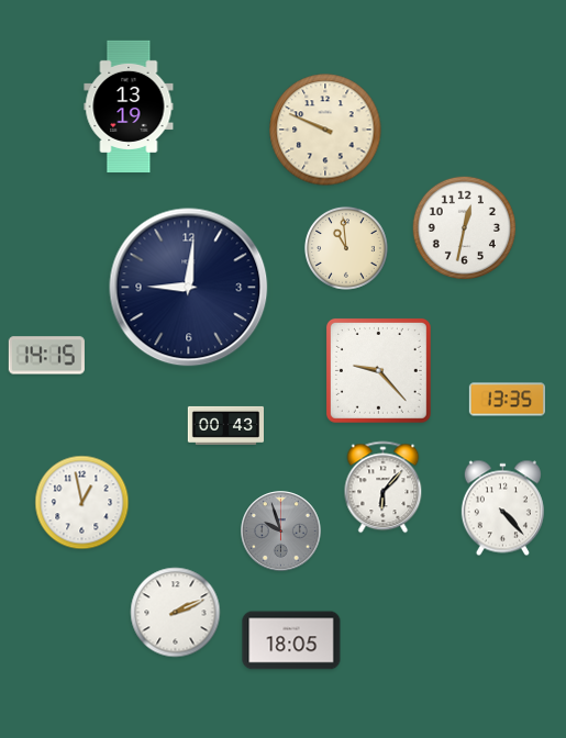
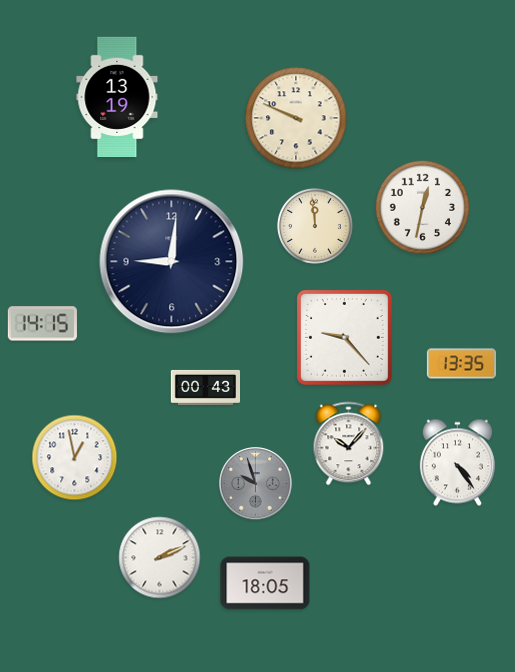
clock at (346, 248): 10:59 -> 11:59
clock at (384, 488): 6:07 -> 10:07
clock at (502, 508): 4:23 -> 4:24
